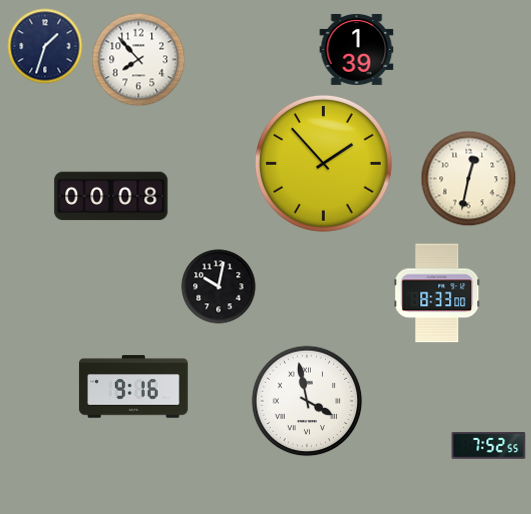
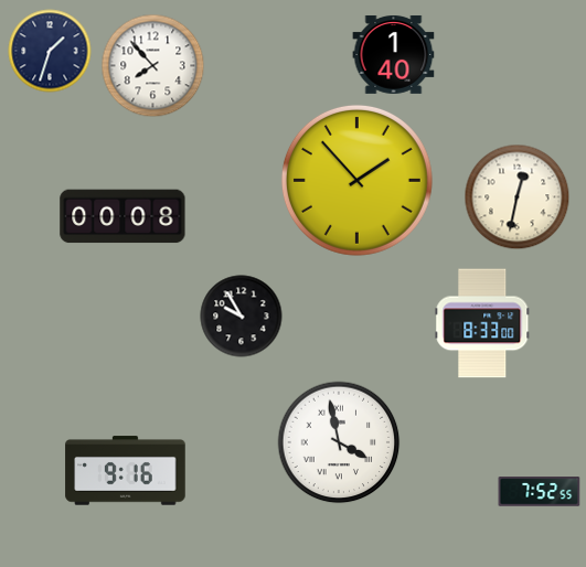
clock at (357, 49): 1:39 -> 1:40
clock at (219, 287): 10:02 -> 9:55
clock at (134, 387) position: (134, 387) -> (126, 471)
